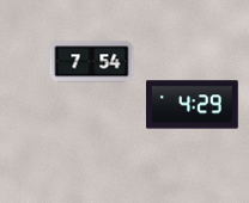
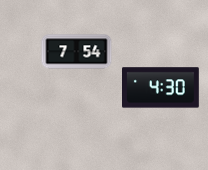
clock at (193, 105): 4:29 -> 4:30
